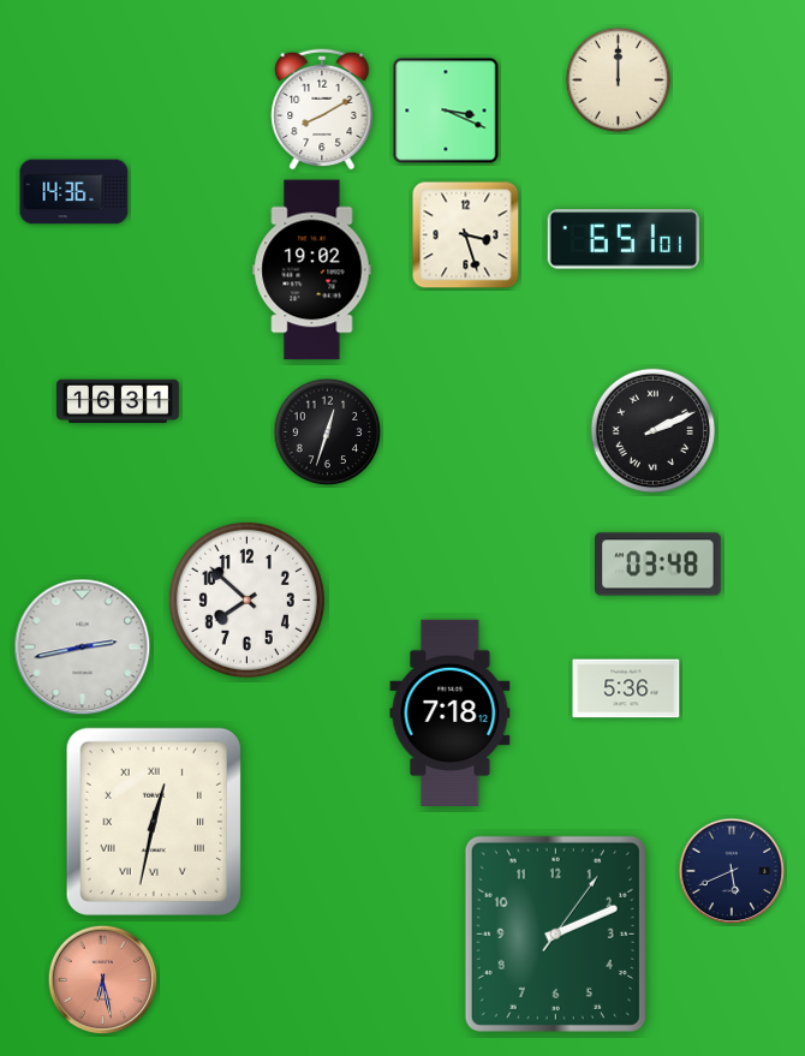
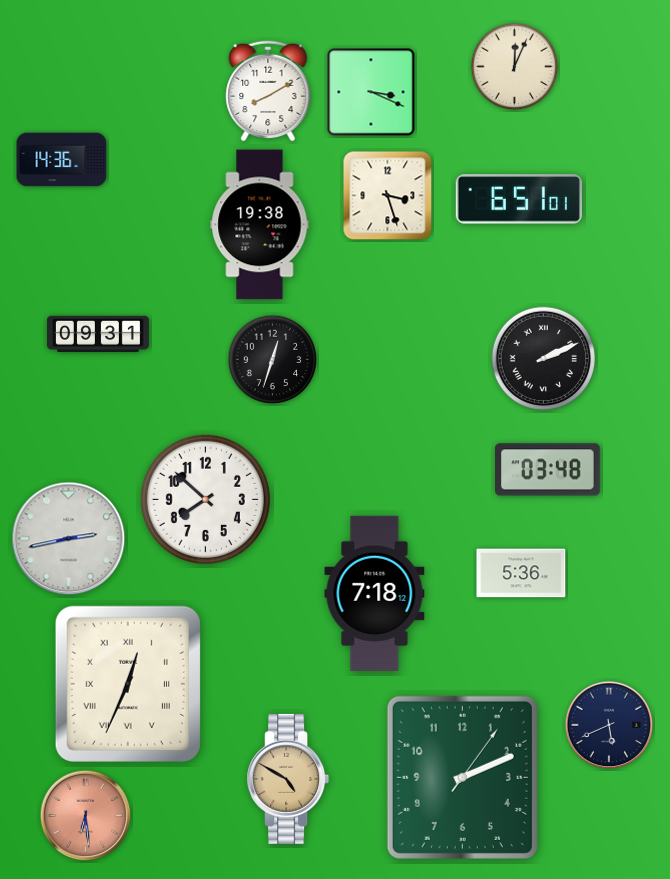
clock at (619, 80): 12:00 -> 12:04
clock at (312, 270): 19:02 -> 19:38
clock at (118, 401): 16:31 -> 09:31
clock at (154, 822): 12:32 -> 12:34
clock at (288, 779): none -> 4:50
clock at (103, 980): 6:28 -> 6:29
